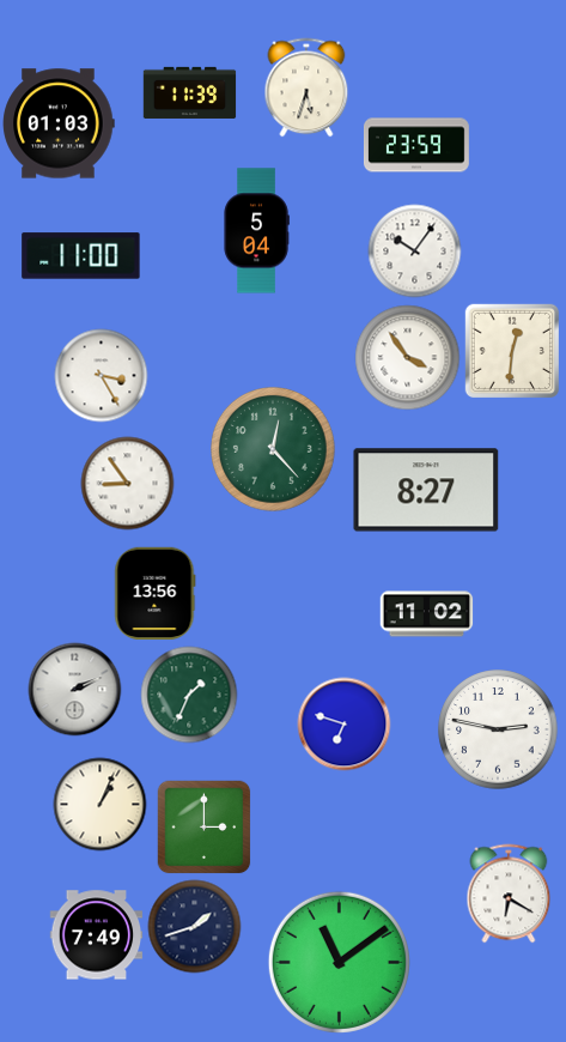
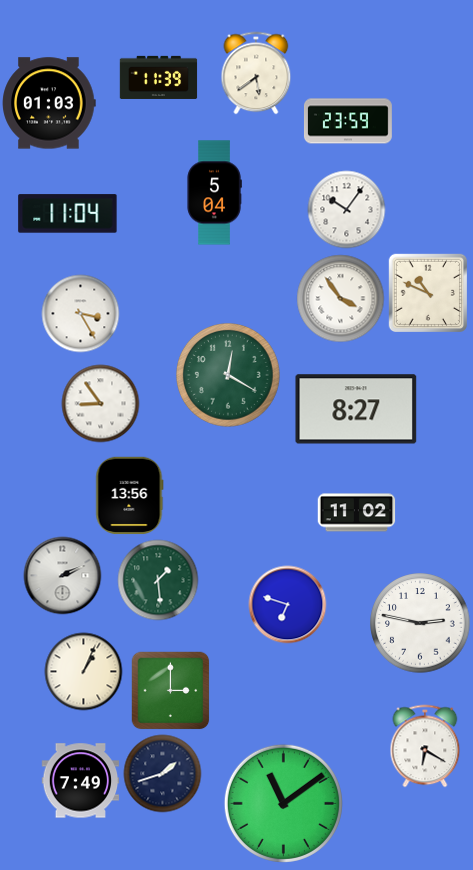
clock at (306, 87): 5:33 -> 5:39
clock at (81, 256): 11:00 -> 11:04
clock at (511, 350): 12:31 -> 10:49
clock at (101, 375) position: (101, 375) -> (80, 313)
clock at (274, 450): 12:23 -> 12:20
clock at (127, 483) position: (127, 483) -> (100, 403)
clock at (189, 695): 1:34 -> 1:29
clock at (498, 729) position: (498, 729) -> (420, 623)
